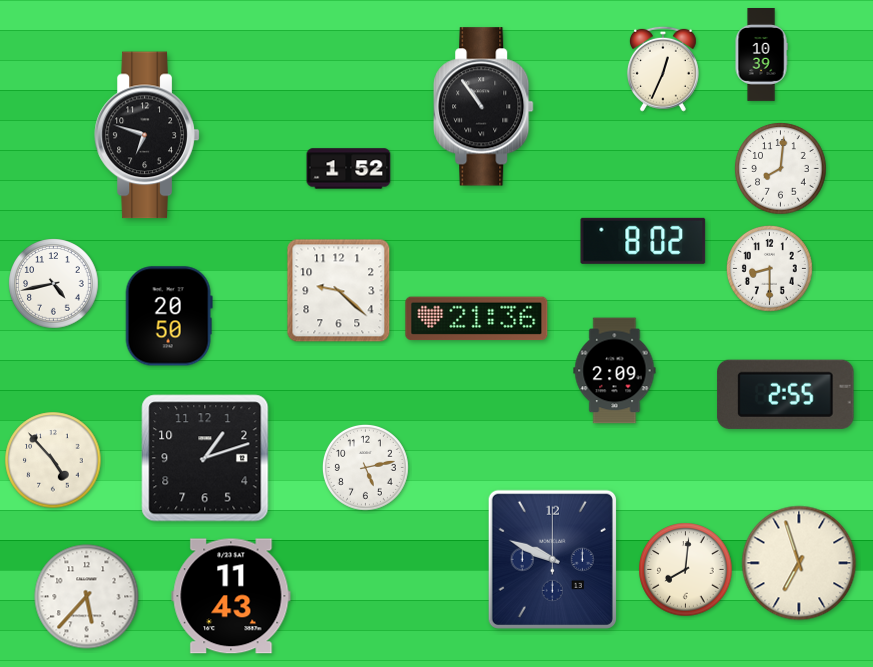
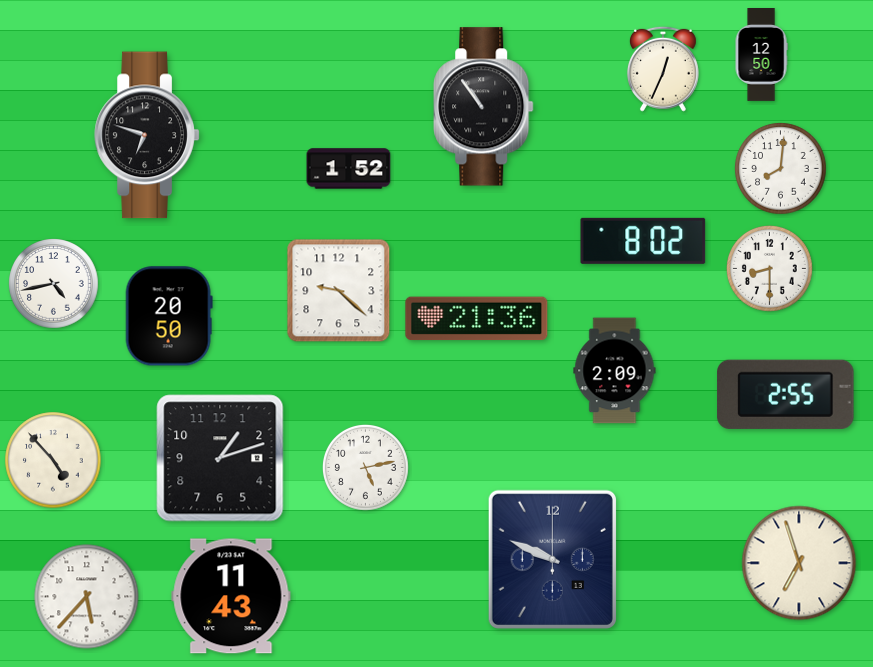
clock at (761, 55): 10:39 -> 12:50
clock at (205, 458) position: (205, 458) -> (220, 458)
clock at (686, 570): 8:01 -> none
